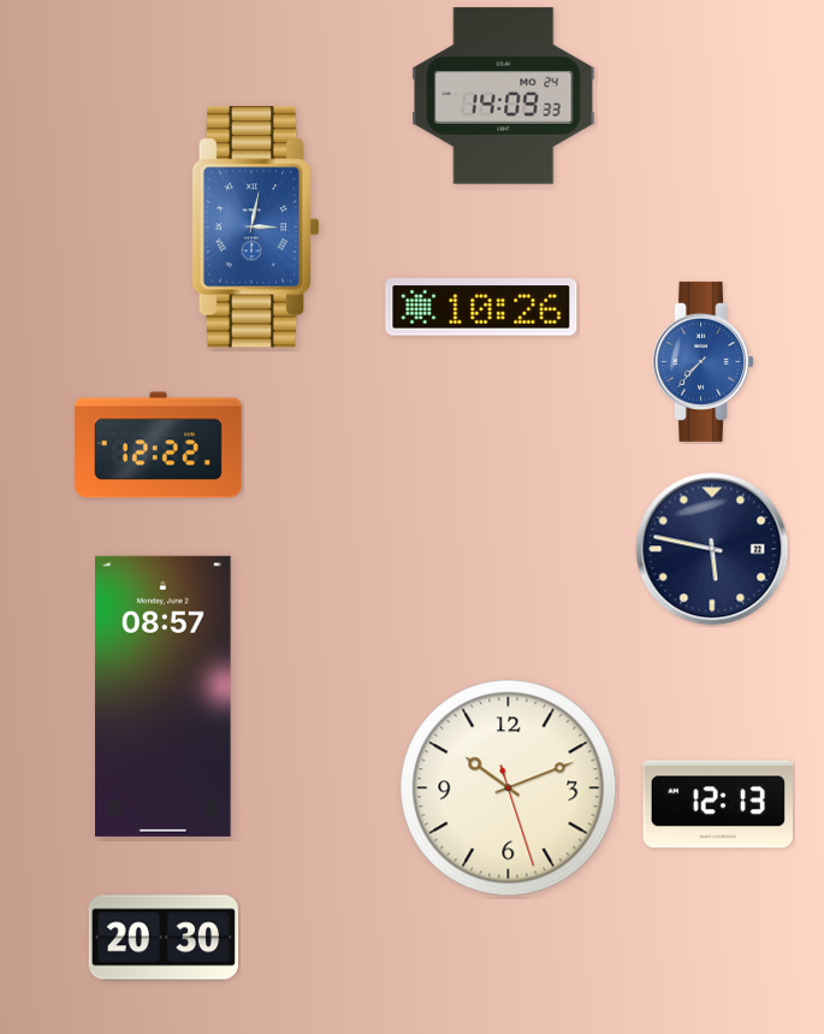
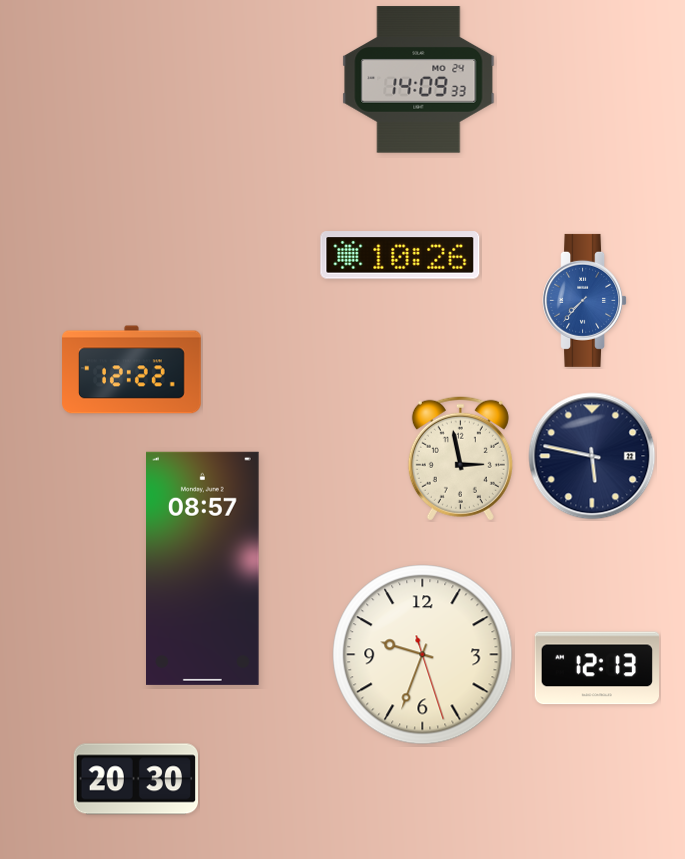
clock at (255, 228): 3:02 -> none
clock at (460, 458): none -> 2:58
clock at (164, 696) position: (164, 696) -> (203, 568)
clock at (509, 788): 10:11 -> 9:33
